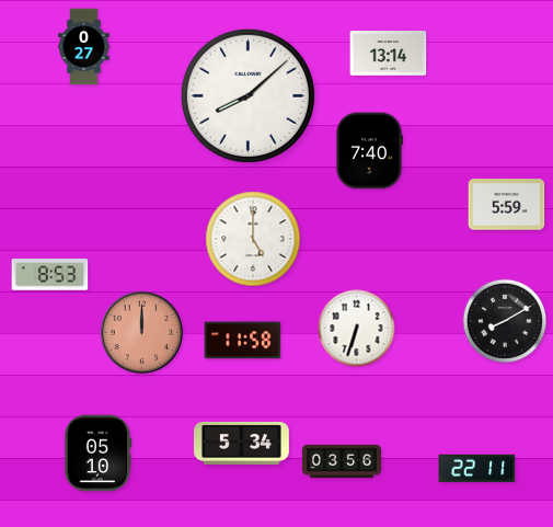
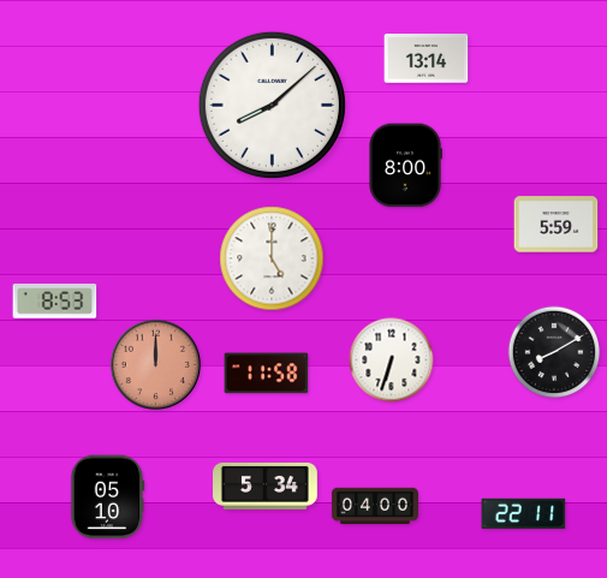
clock at (84, 47): 0:27 -> none
clock at (369, 151): 7:40 -> 8:00
clock at (253, 239) position: (253, 239) -> (272, 258)
clock at (341, 461): 03:56 -> 04:00
